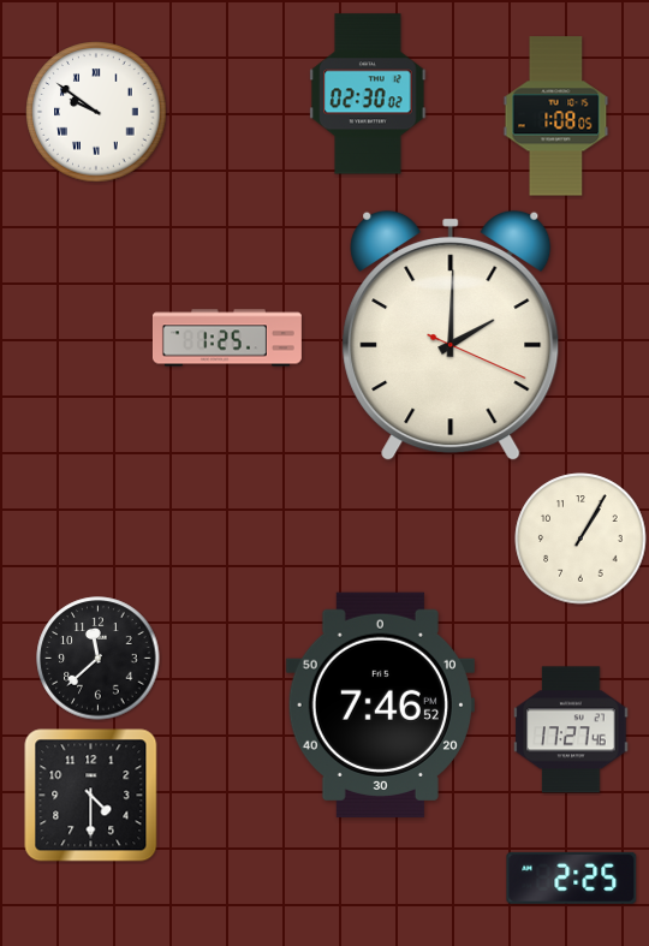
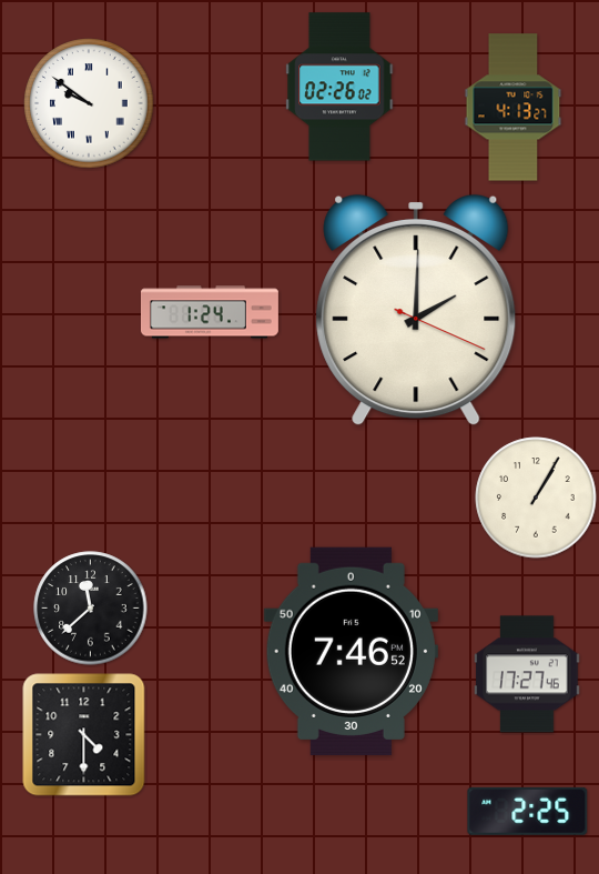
clock at (368, 94): 02:30 -> 02:26
clock at (556, 117): 1:08 -> 4:13
clock at (227, 338): 1:25 -> 1:24
